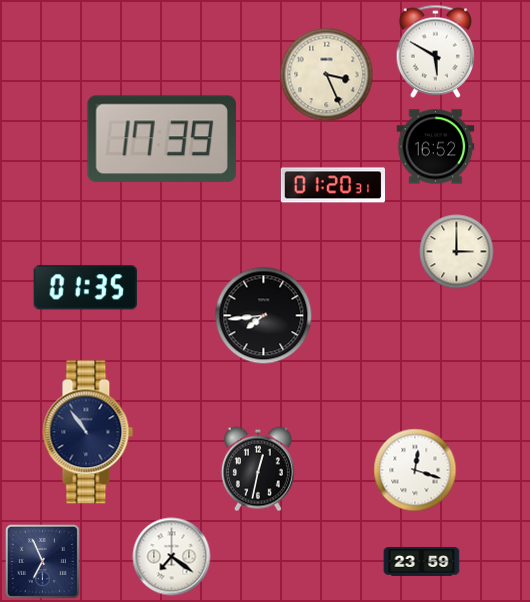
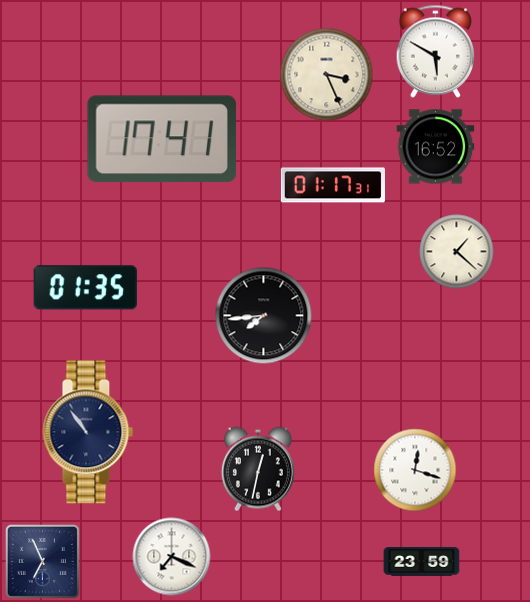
clock at (162, 139): 17:39 -> 17:41
clock at (332, 185): 01:20 -> 01:17
clock at (457, 252): 3:00 -> 1:22
clock at (172, 557): 7:21 -> 7:19
